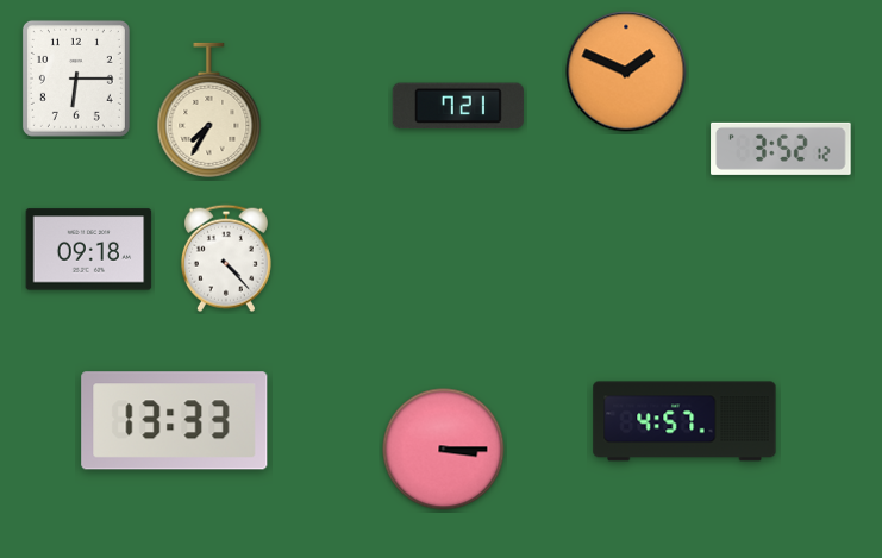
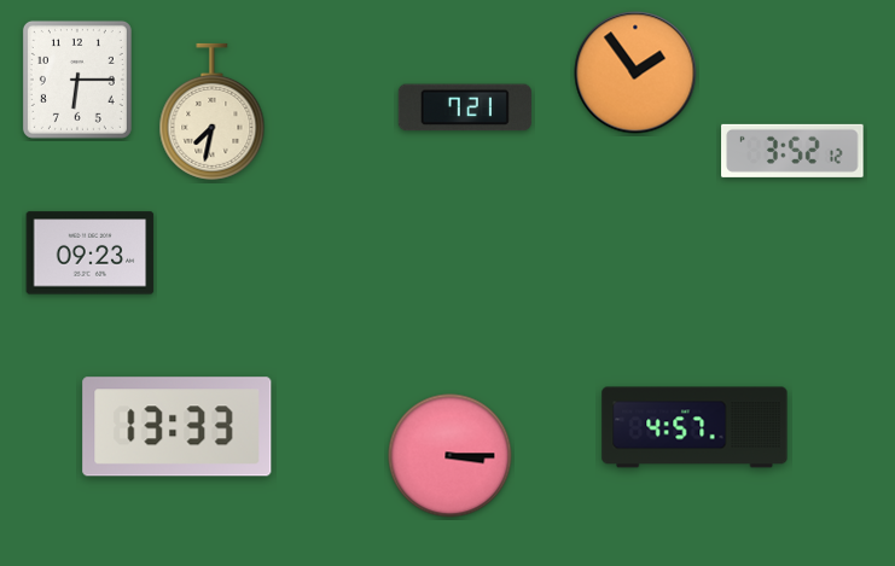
clock at (626, 71): 1:49 -> 1:54
clock at (209, 109): 7:35 -> 7:32
clock at (89, 250): 09:18 -> 09:23
clock at (226, 258): 4:23 -> none
